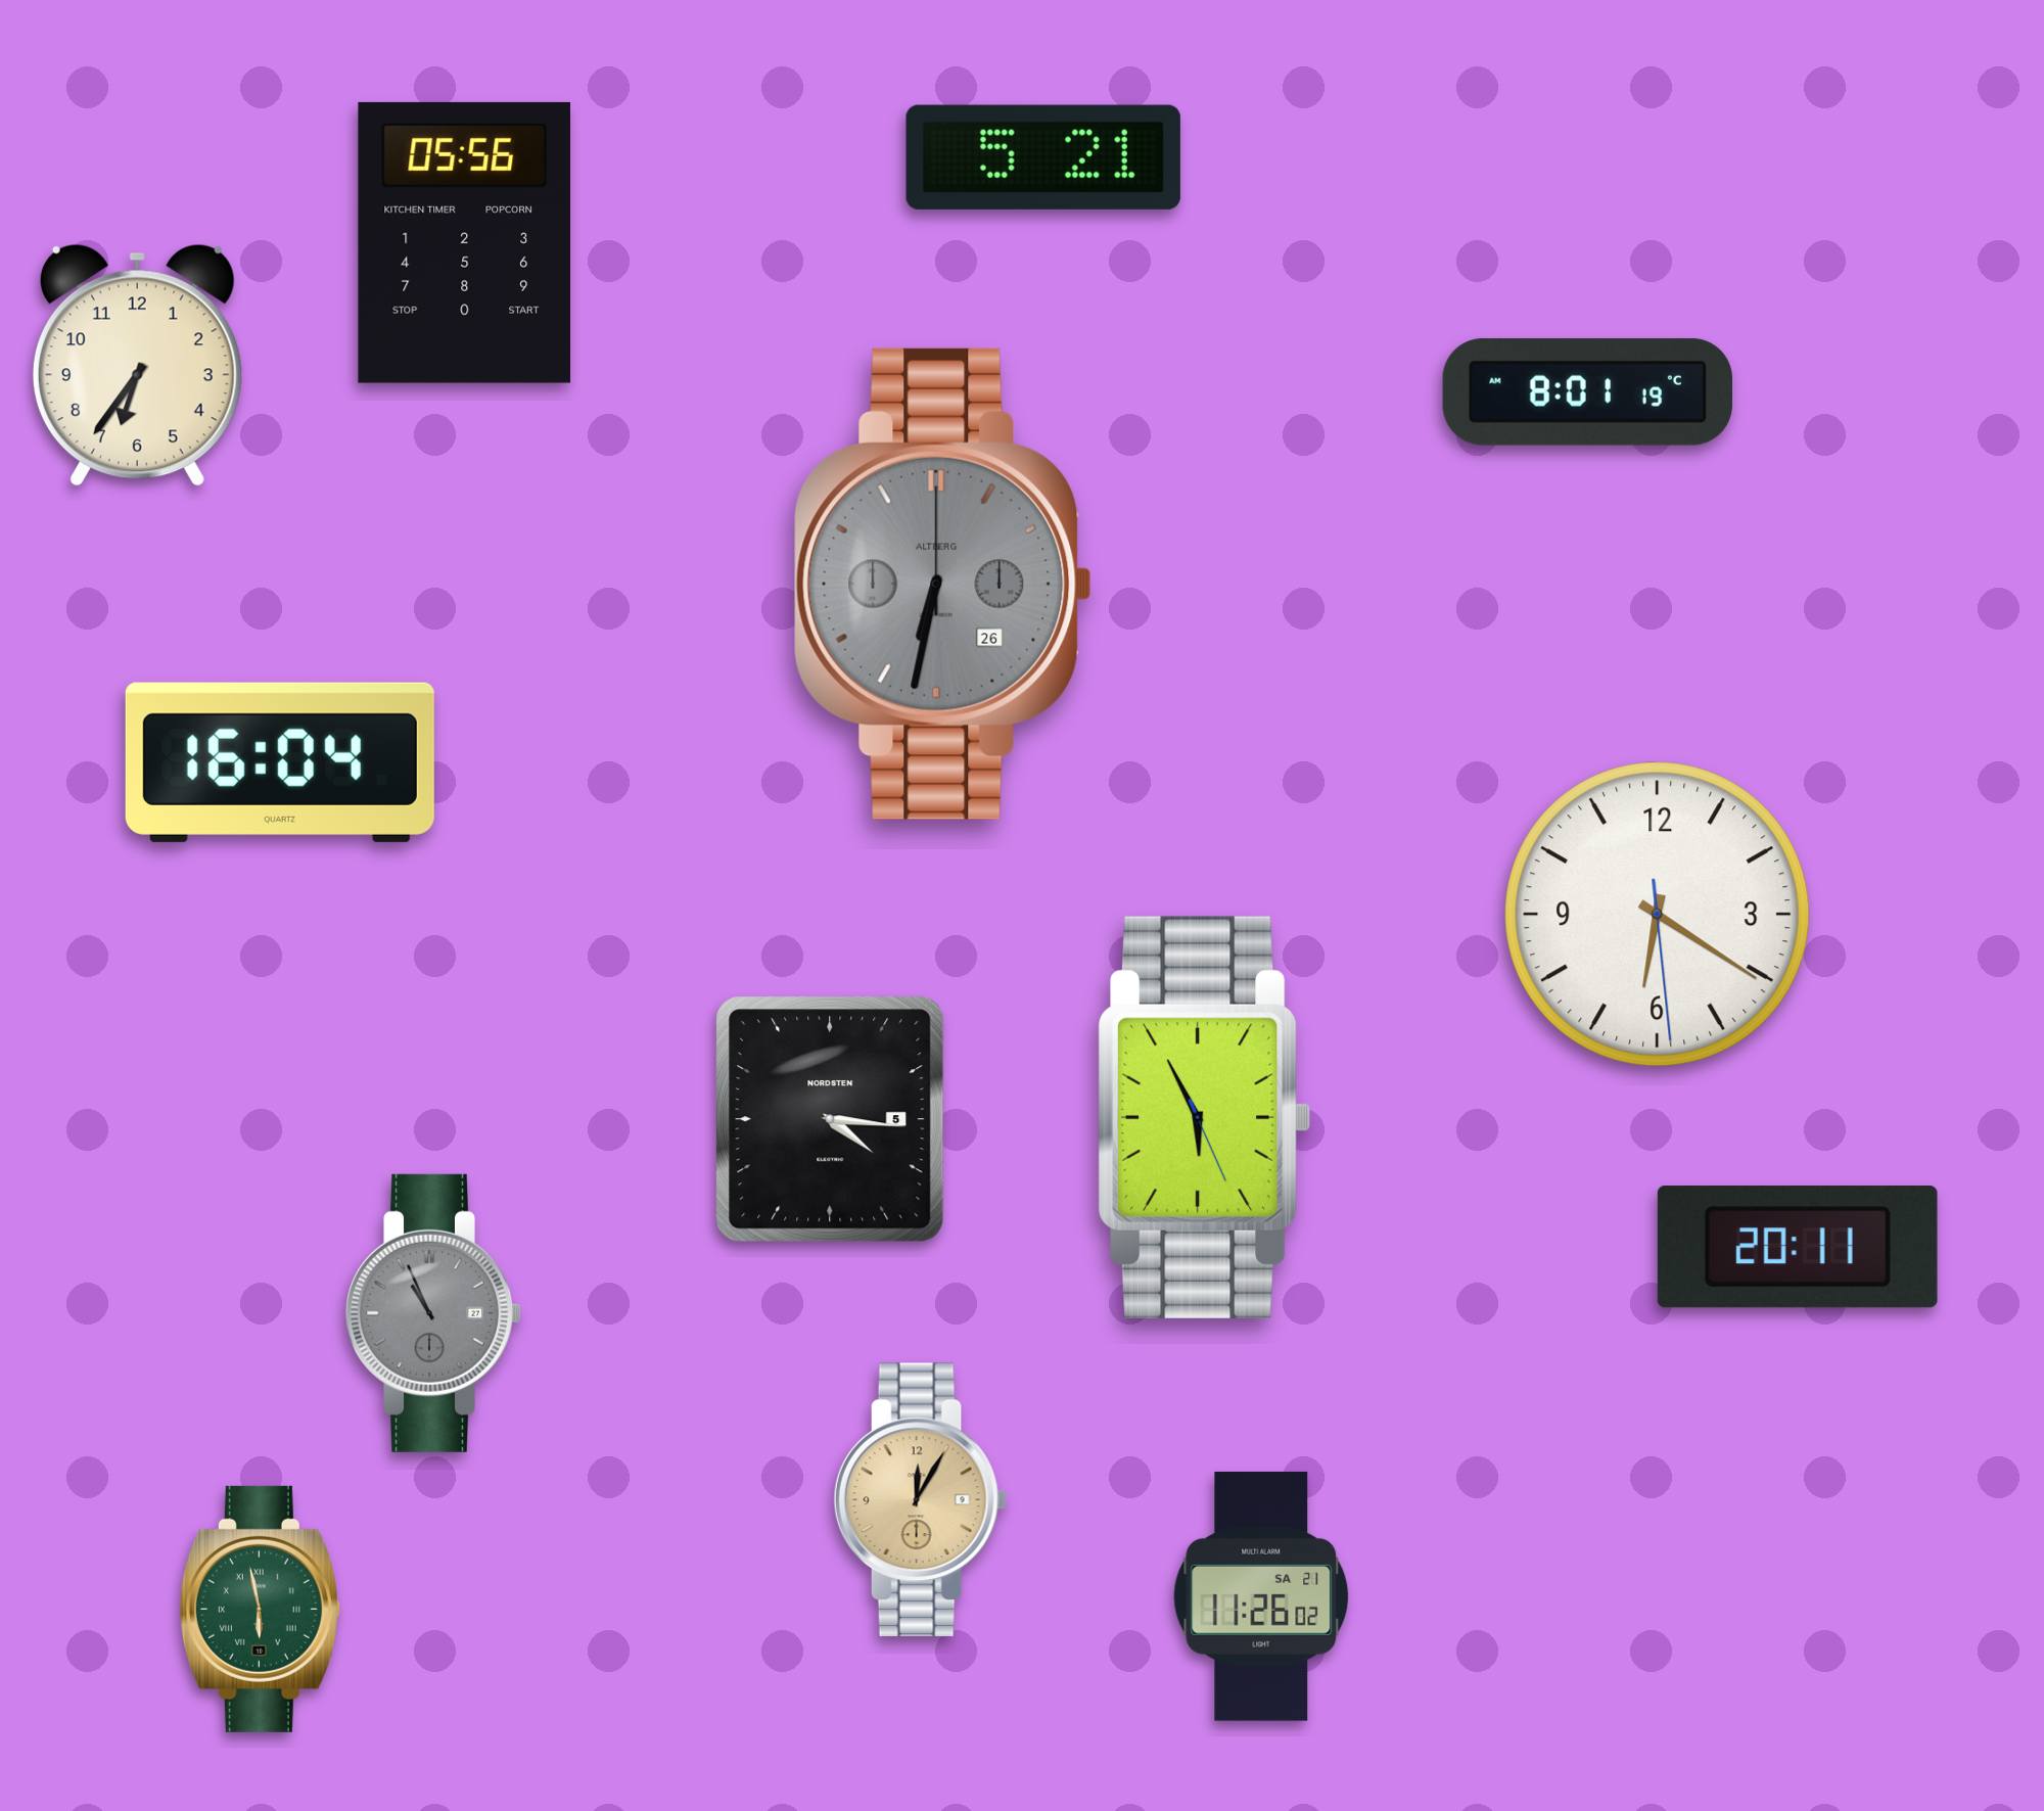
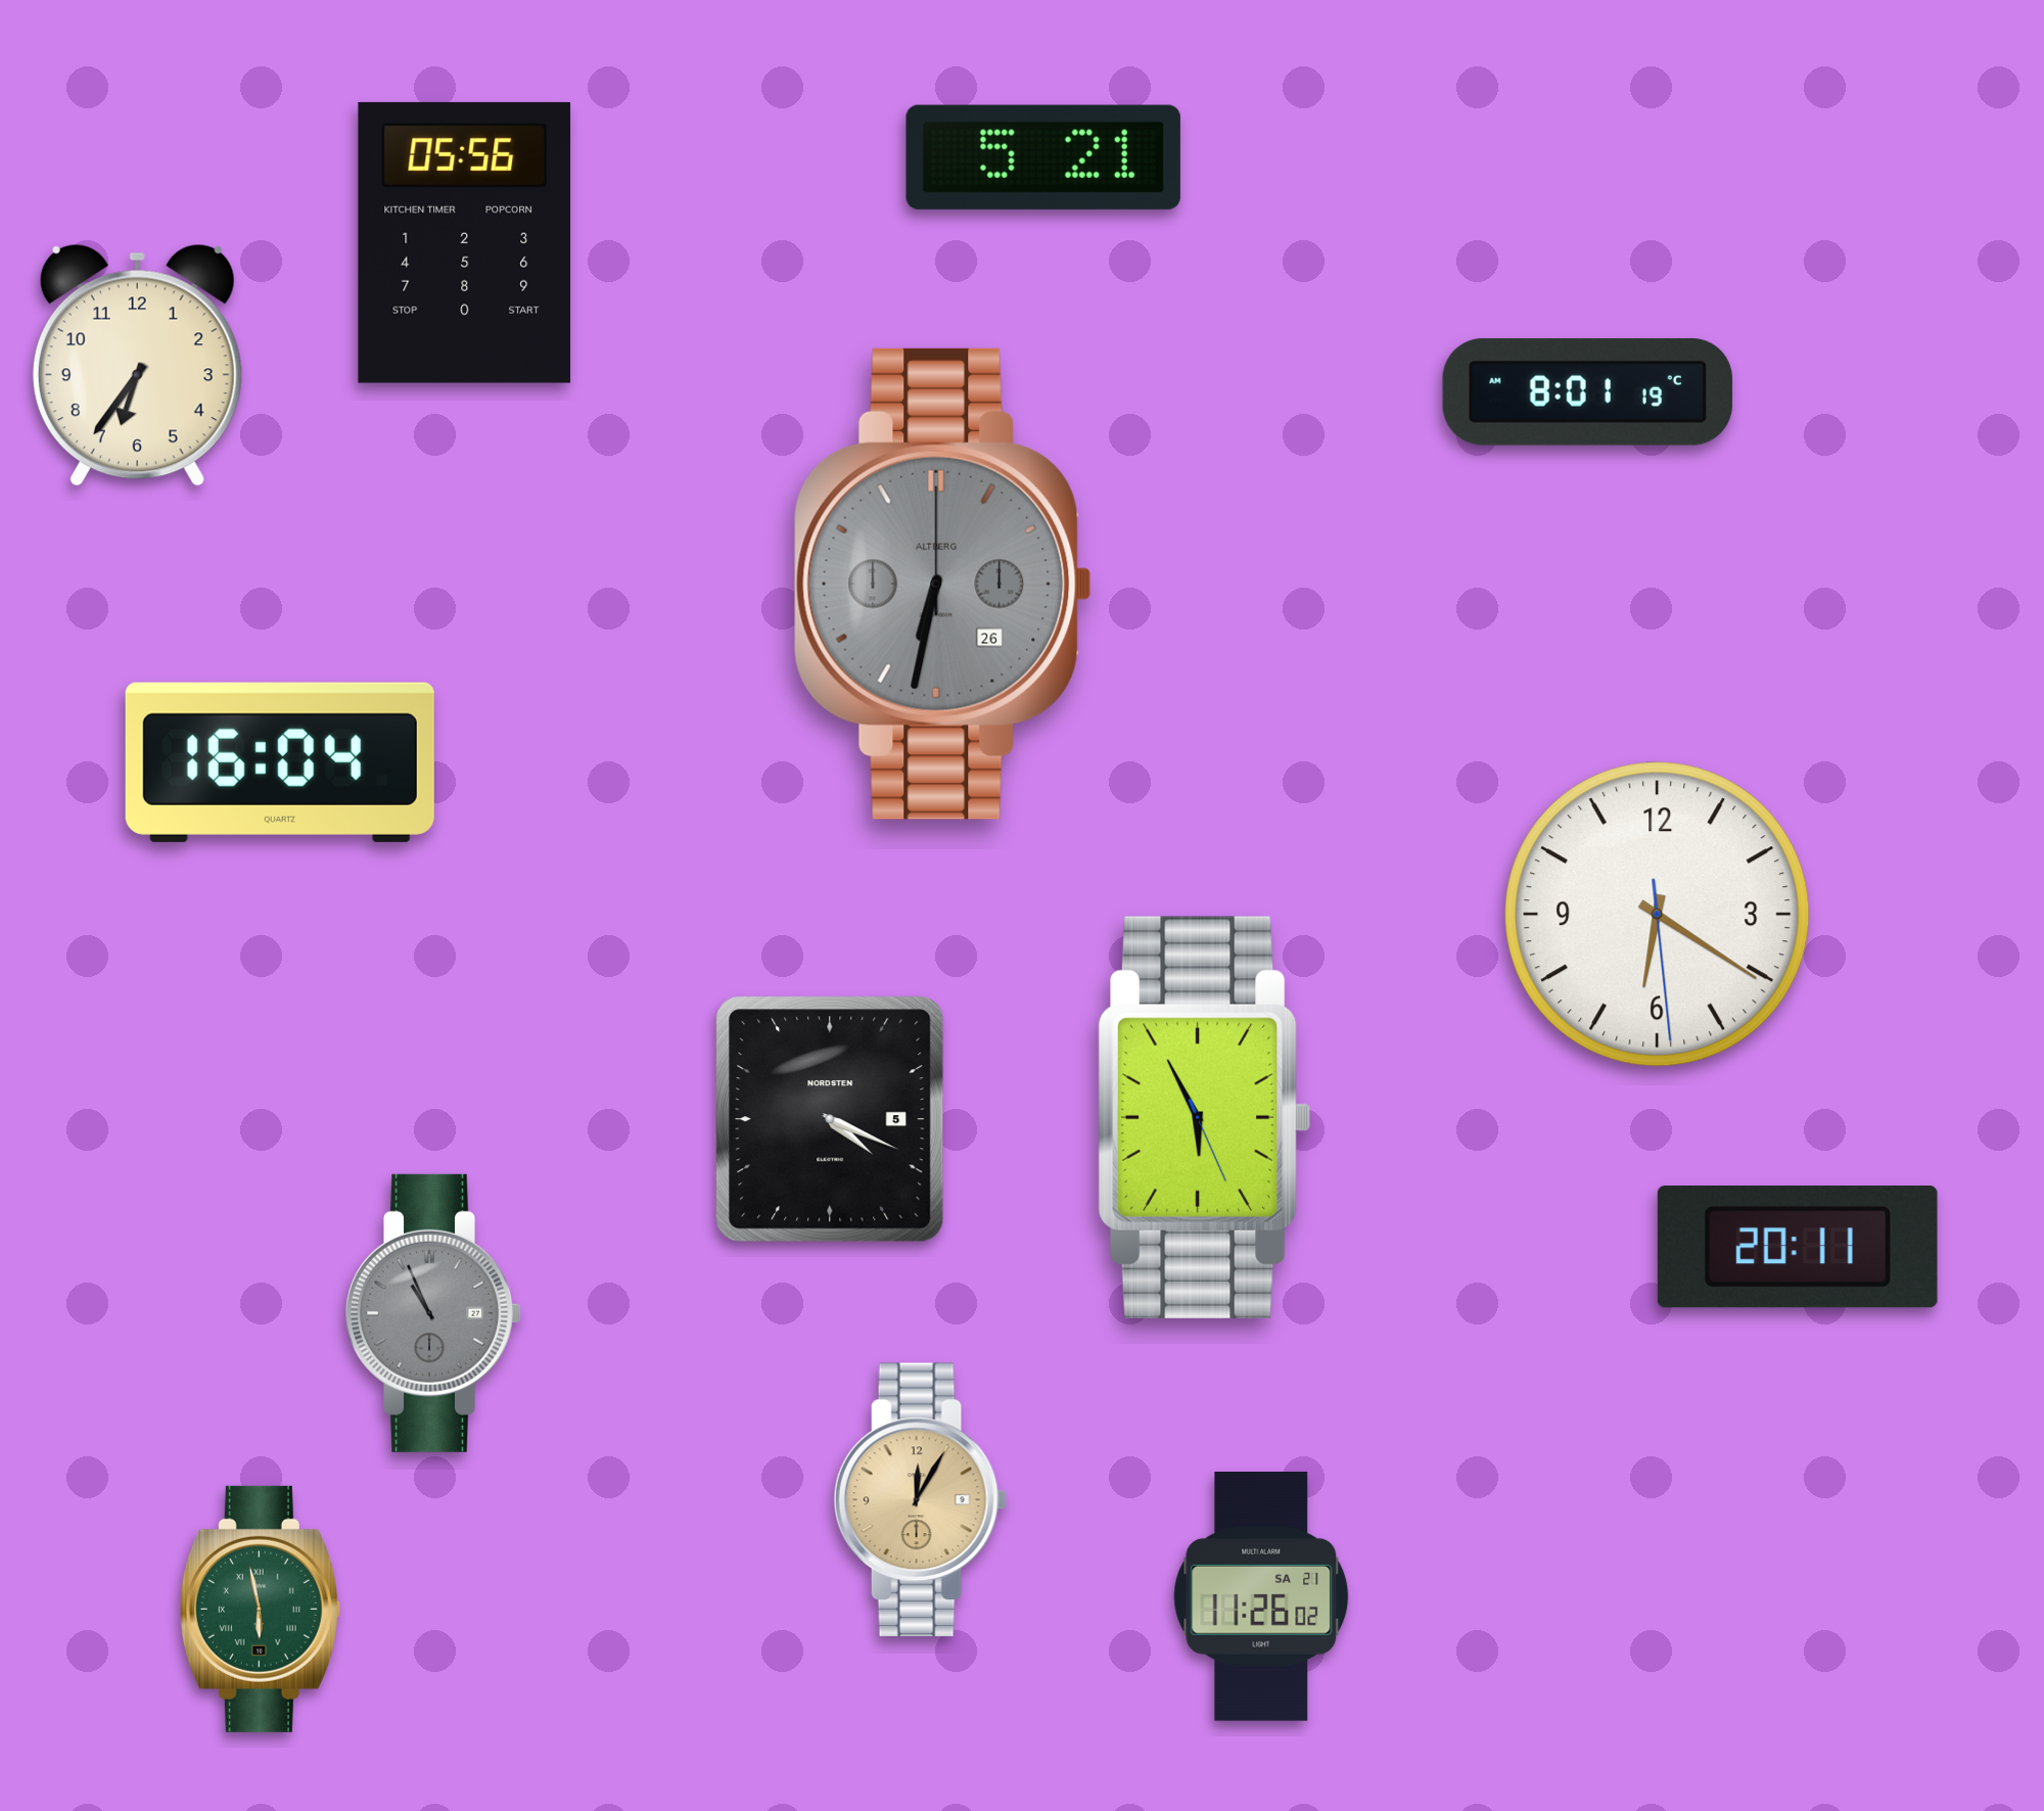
clock at (830, 1119): 4:16 -> 4:19
